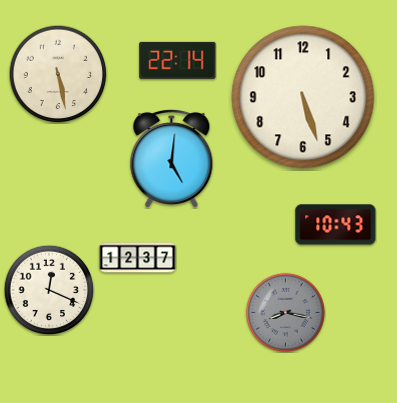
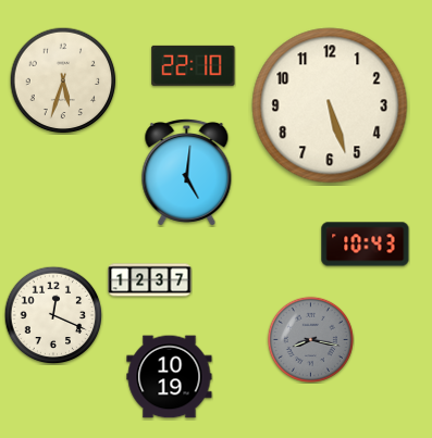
clock at (178, 60): 22:14 -> 22:10
clock at (58, 74): 5:28 -> 5:33
clock at (170, 377): none -> 10:19
